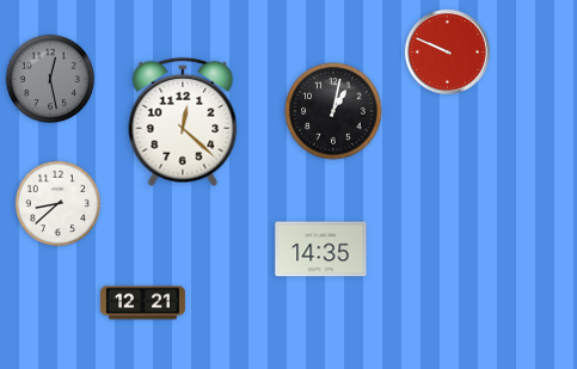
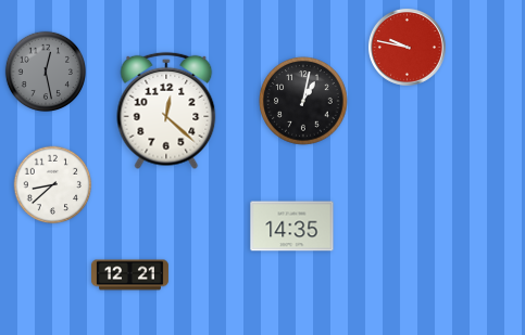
clock at (447, 51): 9:49 -> 9:47
